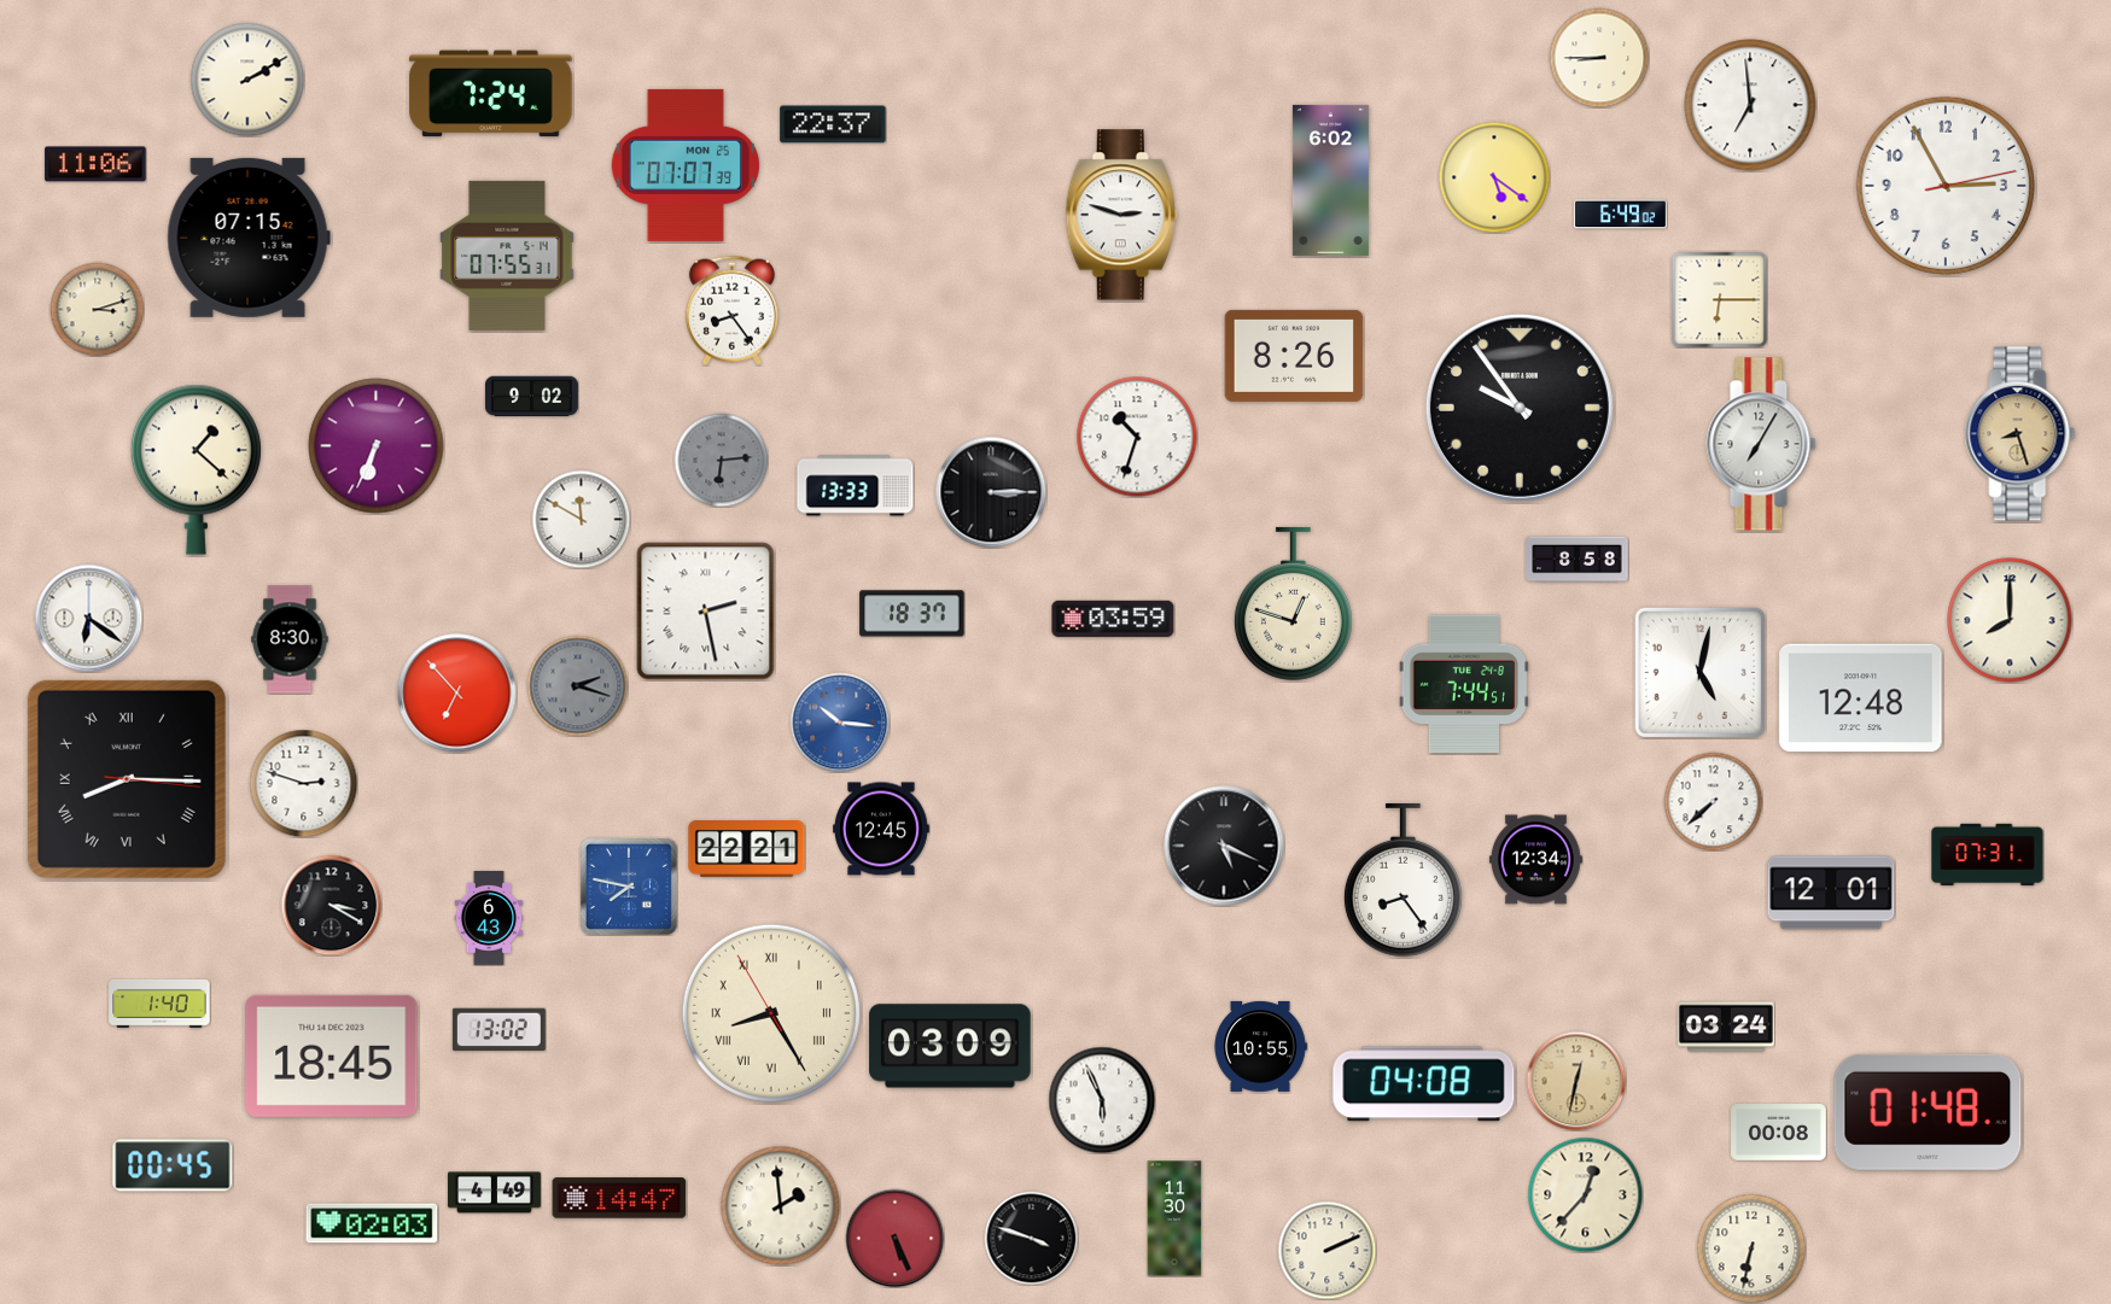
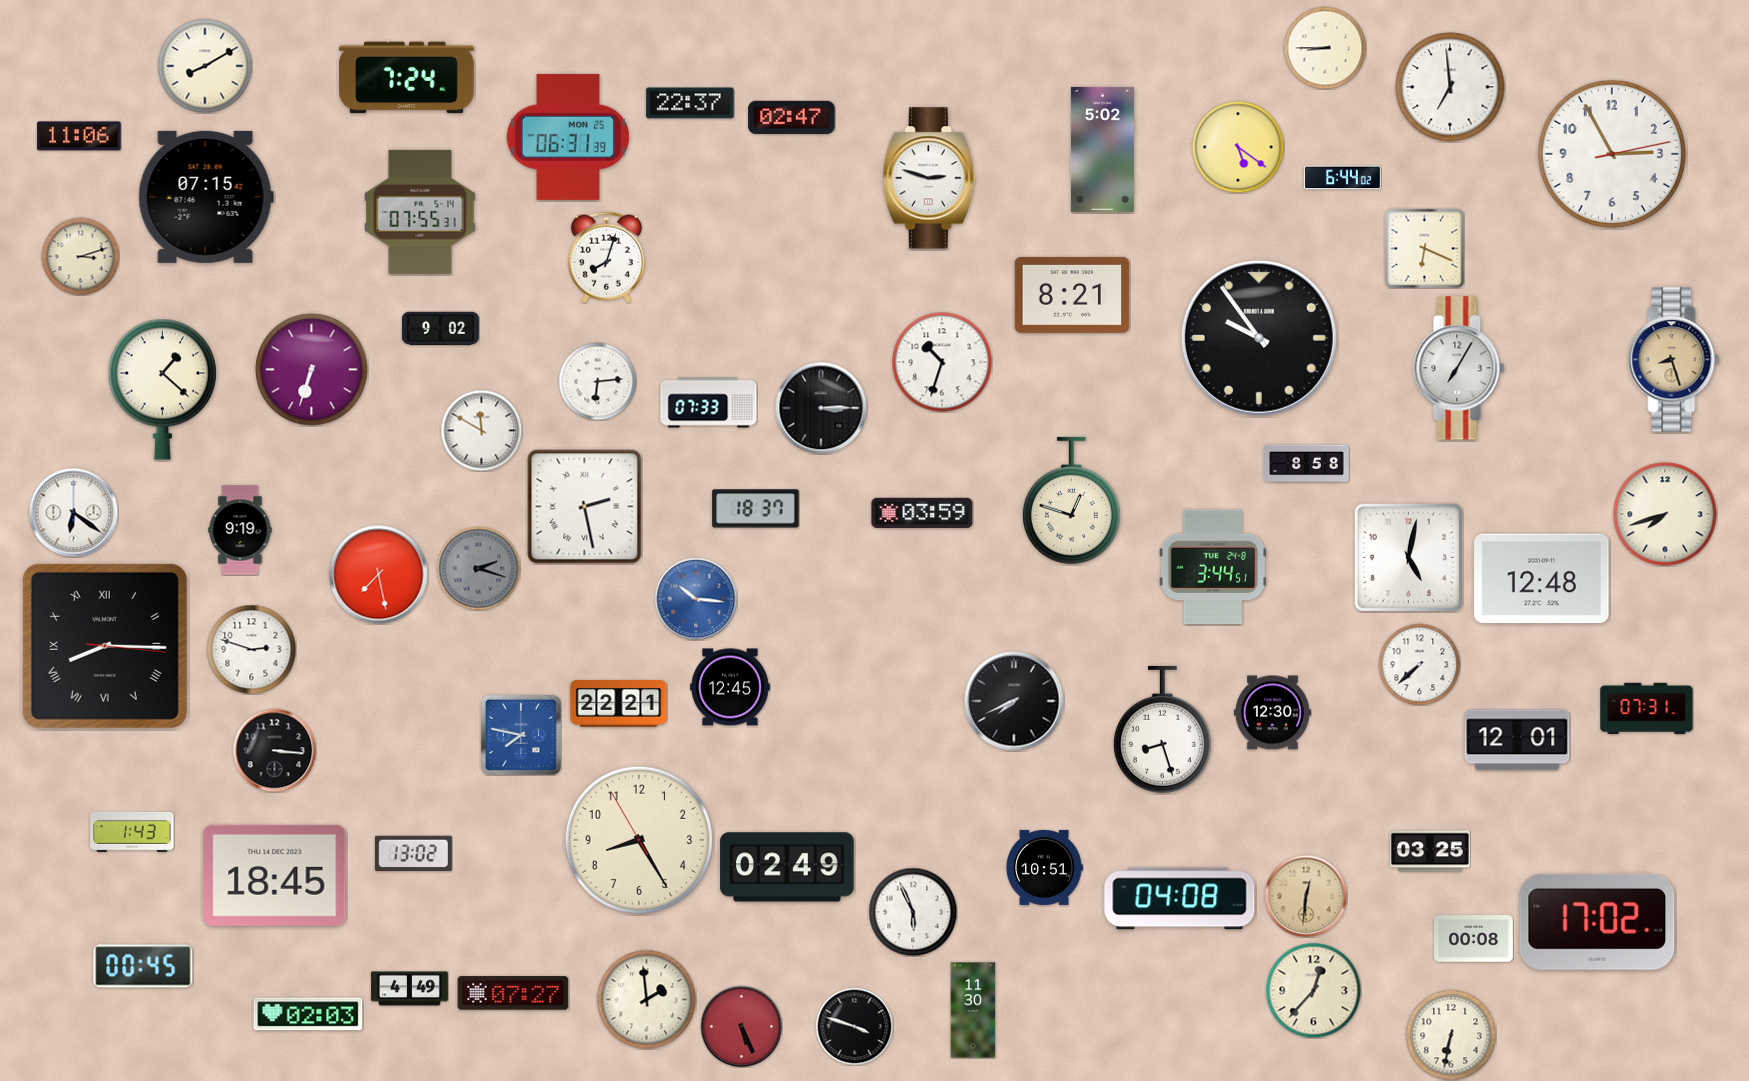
clock at (247, 80): 2:10 -> 8:10
clock at (792, 117): none -> 02:47
clock at (686, 165): 07:07 -> 06:31
clock at (1330, 180): 6:02 -> 5:02
clock at (1620, 215): 6:49 -> 6:44
clock at (1719, 299): 6:15 -> 6:19
clock at (731, 310): 8:24 -> 8:03
clock at (1294, 356): 8:26 -> 8:21
clock at (377, 446): 6:34 -> 6:33
clock at (721, 460) dial: grey -> white
clock at (856, 486): 13:33 -> 07:33
clock at (2010, 620): 8:00 -> 7:42
clock at (290, 639): 8:30 -> 9:19
clock at (1464, 684): 7:44 -> 3:44
clock at (457, 694): 6:53 -> 7:28
clock at (1224, 846): 5:19 -> 7:41
clock at (1535, 860): 12:34 -> 12:30
clock at (1403, 881): 8:24 -> 8:27
clock at (331, 905): 3:20 -> 3:16
clock at (489, 919): 6:43 -> none
clock at (159, 1004): 1:40 -> 1:43
clock at (771, 1013) numerals: Roman -> Arabic
clock at (1727, 1027): 03:24 -> 03:25
clock at (950, 1046): 03:09 -> 02:49
clock at (1260, 1046): 10:55 -> 10:51
clock at (1576, 1081): 12:32 -> 12:31
clock at (1928, 1112): 01:48 -> 17:02
clock at (619, 1198): 14:47 -> 07:27
clock at (1326, 1250): 2:11 -> none
